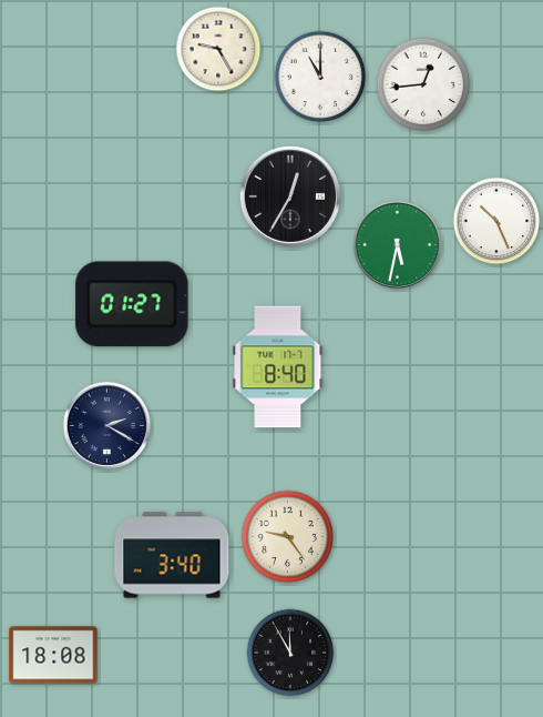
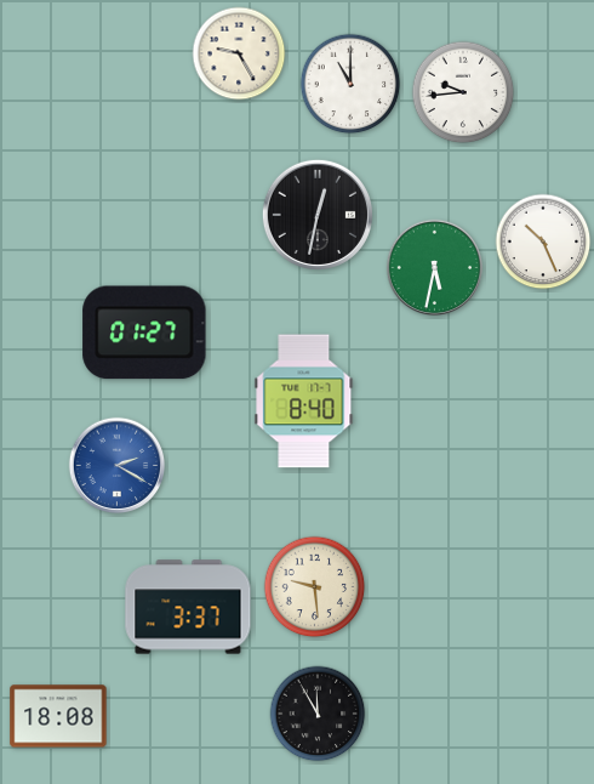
clock at (423, 84): 12:44 -> 9:44
clock at (290, 196): 12:35 -> 12:32
clock at (107, 426) dial: navy -> blue
clock at (288, 537): 9:24 -> 9:29
clock at (172, 555): 3:40 -> 3:37
